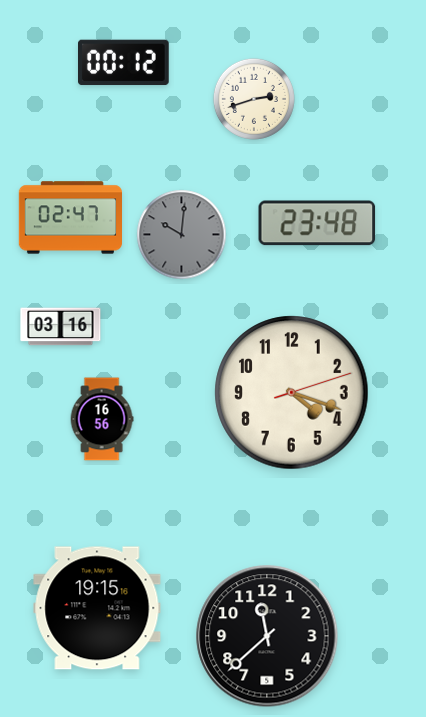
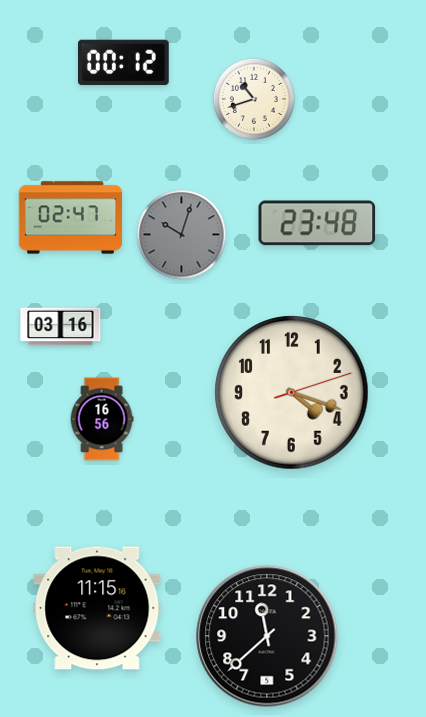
clock at (254, 99): 2:42 -> 10:42
clock at (182, 235): 10:01 -> 10:03
clock at (97, 608): 19:15 -> 11:15
